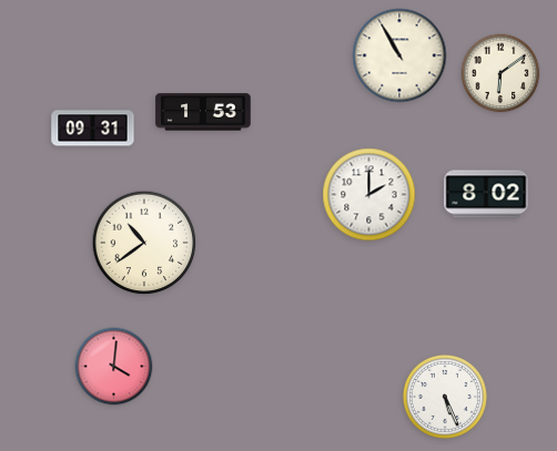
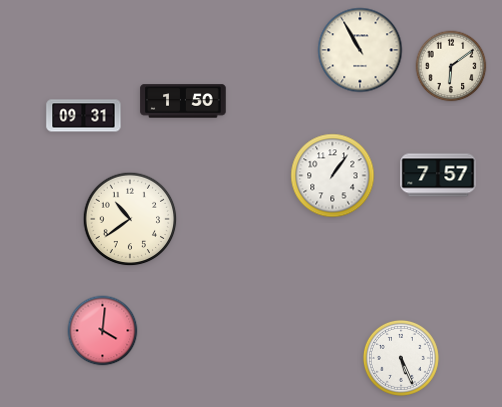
clock at (203, 112): 1:53 -> 1:50
clock at (486, 194): 8:02 -> 7:57
clock at (369, 195): 2:00 -> 1:06
